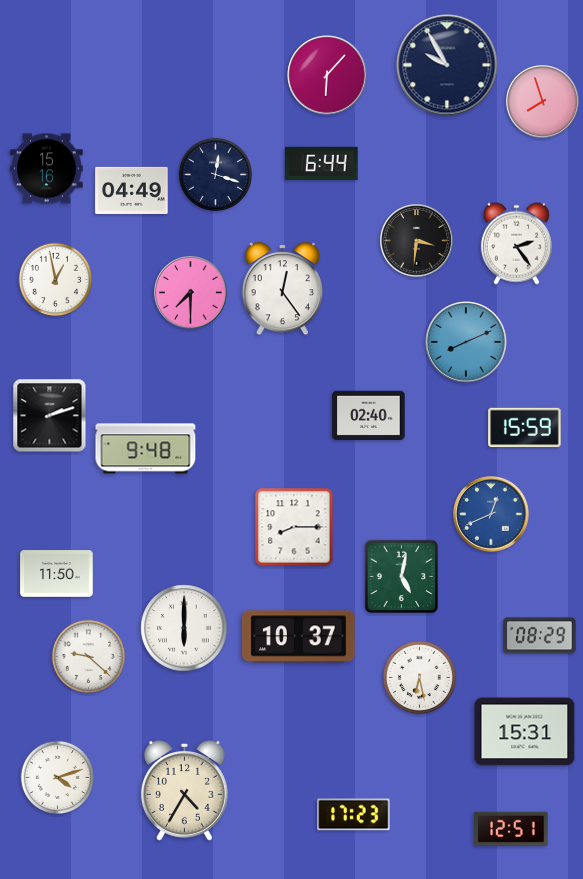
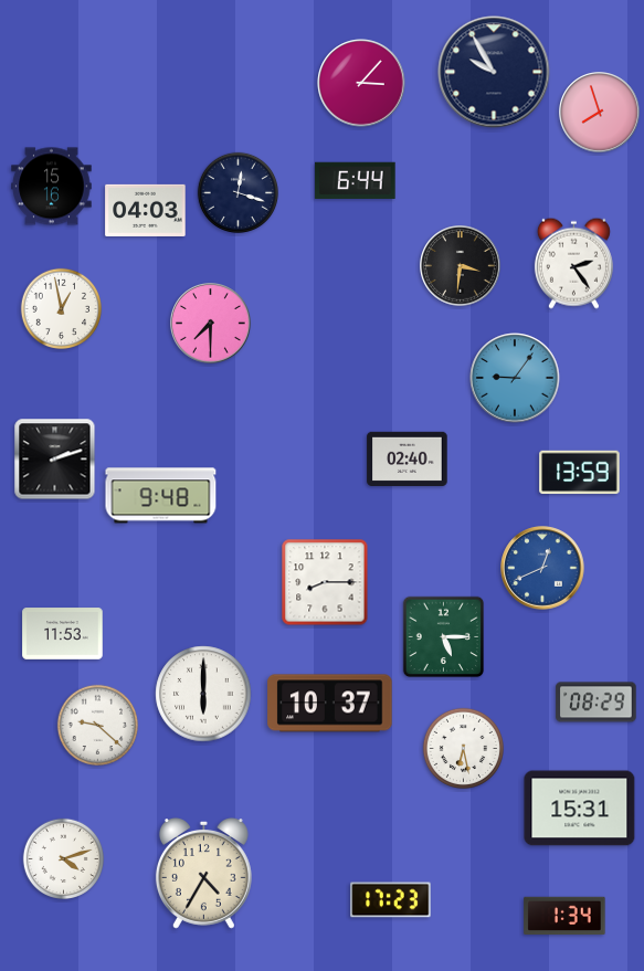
clock at (327, 75): 6:07 -> 3:07
clock at (132, 190): 04:49 -> 04:03
clock at (516, 243) position: (516, 243) -> (573, 263)
clock at (282, 289): 12:24 -> none
clock at (466, 342): 8:11 -> 9:06
clock at (525, 428): 15:59 -> 13:59
clock at (57, 574): 11:50 -> 11:53
clock at (402, 577): 5:02 -> 5:15
clock at (511, 829): 12:51 -> 1:34
